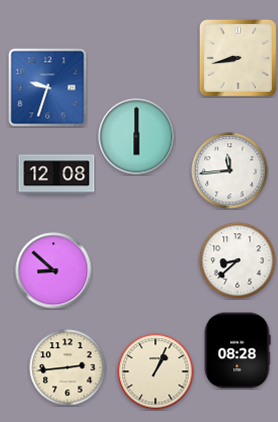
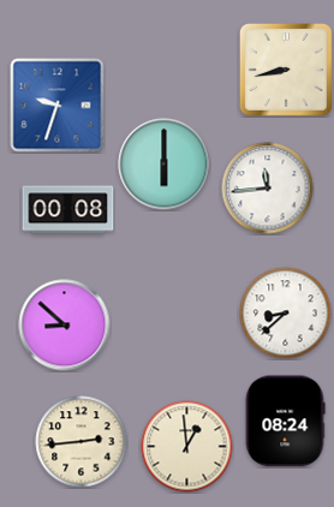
clock at (230, 171) position: (230, 171) -> (268, 189)
clock at (57, 175): 12:08 -> 00:08
clock at (237, 351): 08:28 -> 08:24
clock at (156, 372): 1:04 -> 12:59
